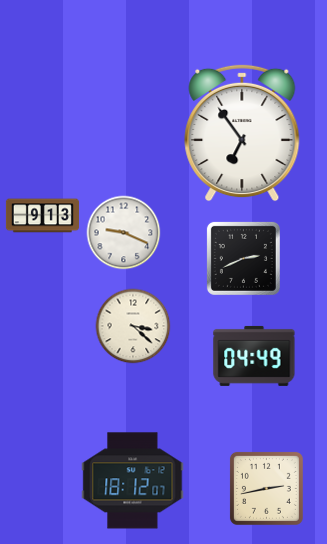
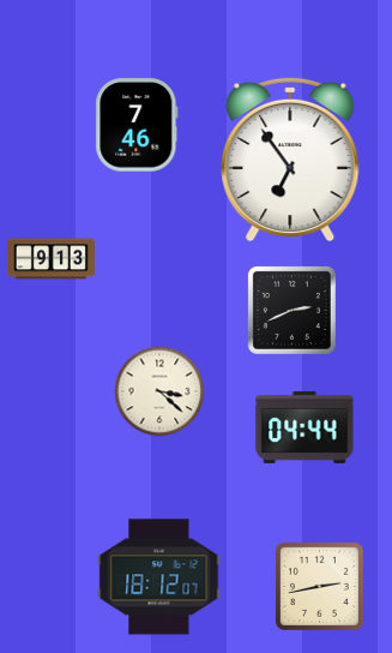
clock at (137, 125): none -> 7:46
clock at (124, 233): 9:19 -> none
clock at (254, 356): 04:49 -> 04:44
